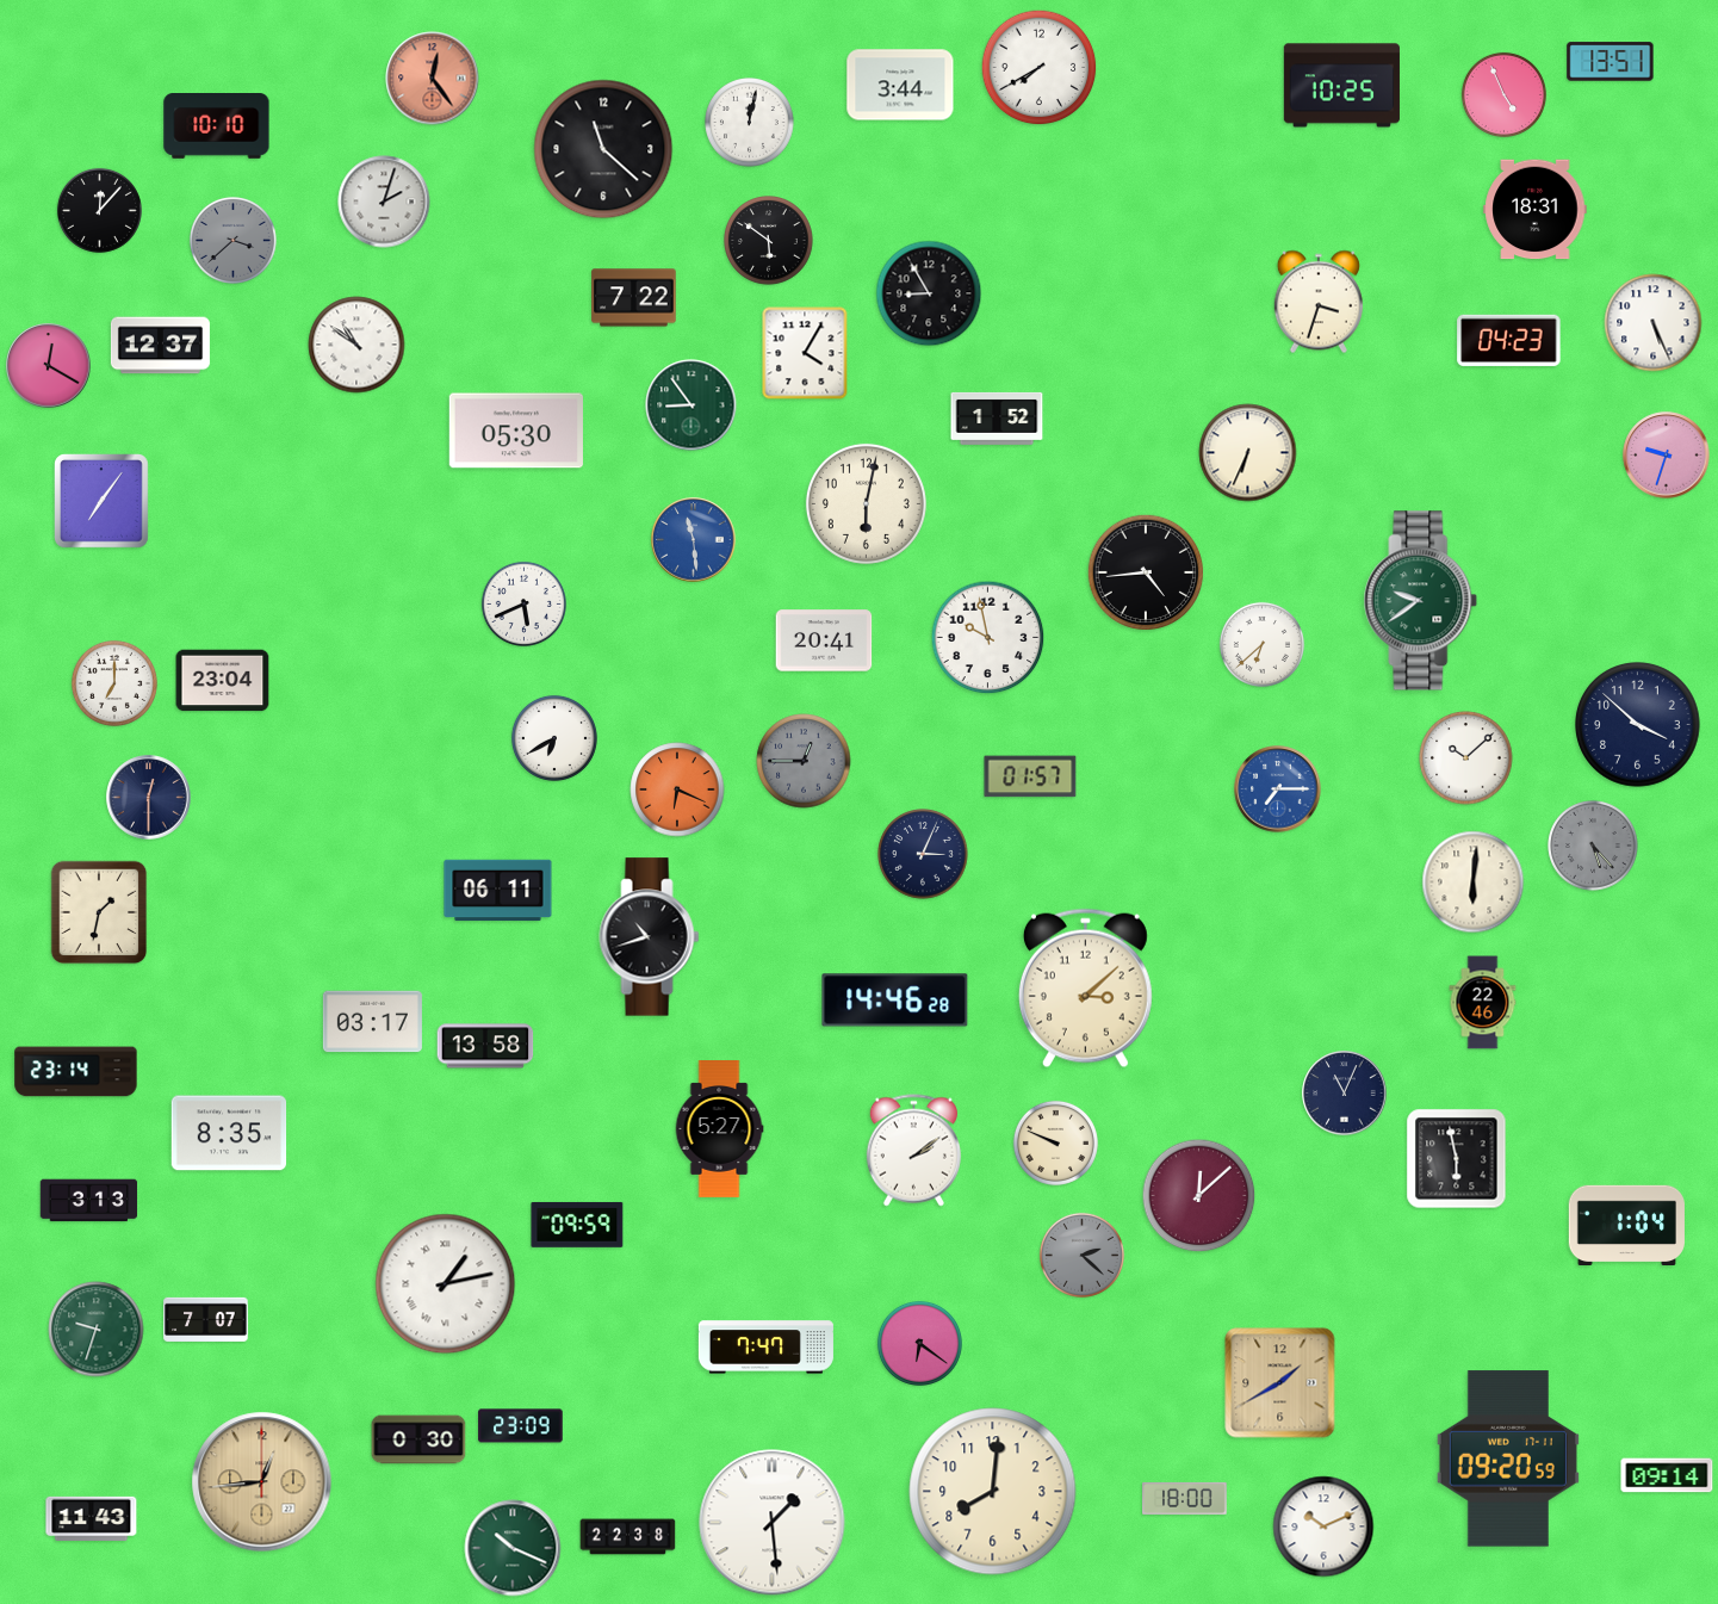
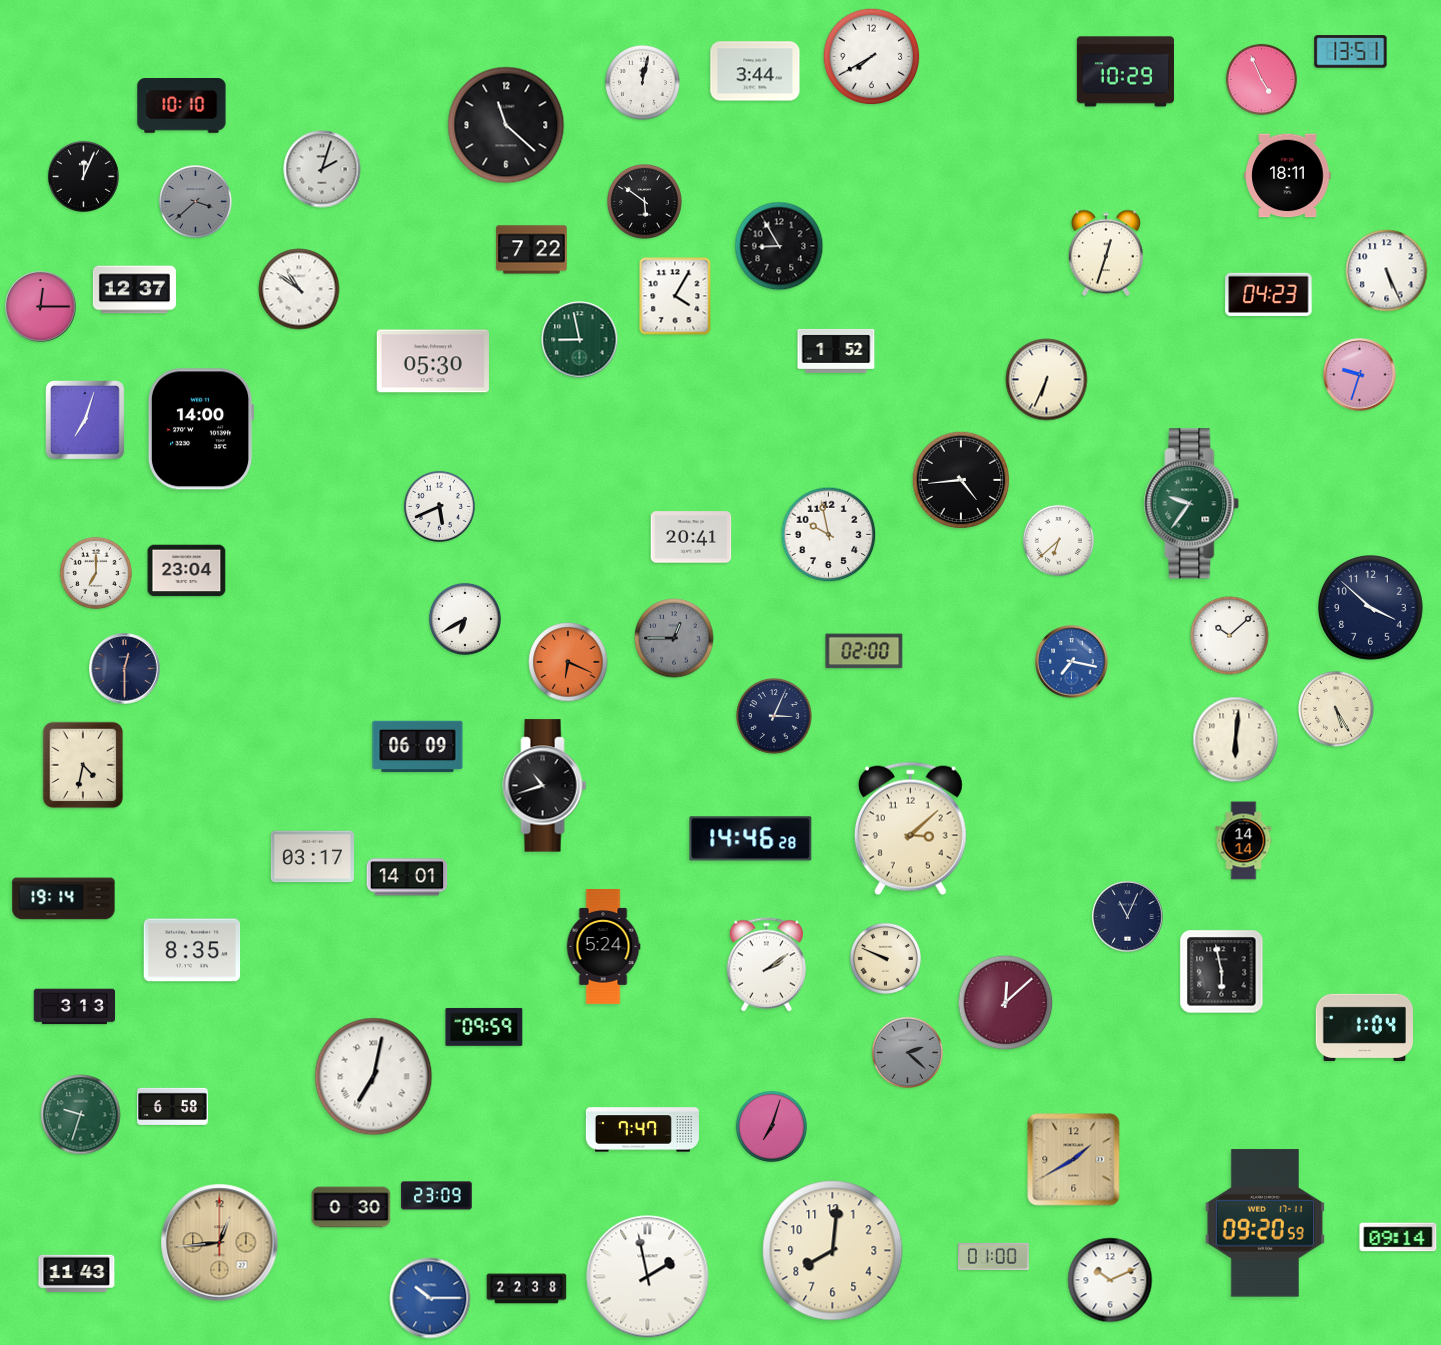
clock at (433, 79): 12:24 -> none
clock at (1341, 86): 10:25 -> 10:29
clock at (750, 123) position: (750, 123) -> (643, 83)
clock at (99, 210): 12:07 -> 12:04
clock at (1536, 210): 18:31 -> 18:11
clock at (1319, 302): 3:33 -> 12:33
clock at (1509, 340) position: (1509, 340) -> (1269, 294)
clock at (49, 366): 12:20 -> 12:15
clock at (691, 405): 8:54 -> 8:58
clock at (1667, 456) position: (1667, 456) -> (1360, 375)
clock at (103, 502): 7:06 -> 7:03
clock at (866, 503): 6:02 -> none
clock at (201, 429): none -> 14:00
clock at (694, 540): 11:29 -> none
clock at (1421, 601): 9:39 -> 9:36
clock at (1638, 725) position: (1638, 725) -> (1371, 608)
clock at (1030, 776): 01:57 -> 02:00
clock at (1278, 789): 7:15 -> 7:17
clock at (1593, 846): 5:23 -> 5:25
clock at (1593, 846) dial: grey -> cream
clock at (498, 891): 06:11 -> 06:09
clock at (99, 912): 1:32 -> 4:32
clock at (1483, 1003): 22:46 -> 14:14
clock at (485, 1046): 13:58 -> 14:01
clock at (76, 1072): 23:14 -> 19:14
clock at (719, 1129): 5:27 -> 5:24
clock at (446, 1284): 1:13 -> 7:02
clock at (206, 1319): 7:07 -> 6:58
clock at (919, 1343): 6:21 -> 7:03
clock at (1185, 1498): 18:00 -> 01:00
clock at (773, 1523): 1:29 -> 1:58
clock at (513, 1548): 10:19 -> 10:15
clock at (513, 1548) dial: green -> blue
